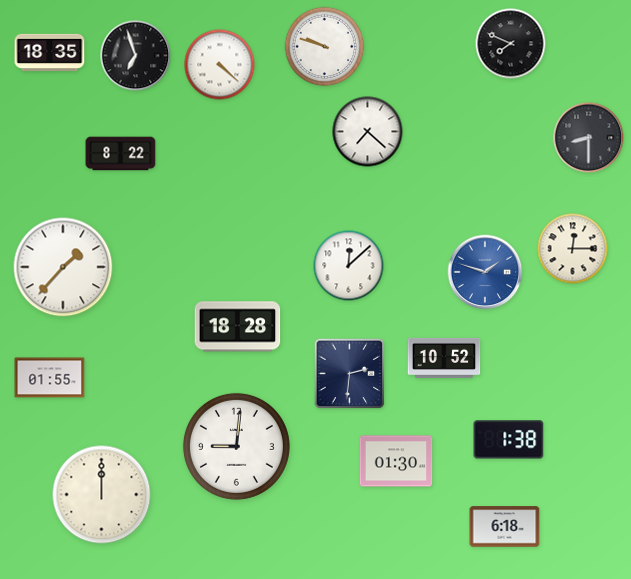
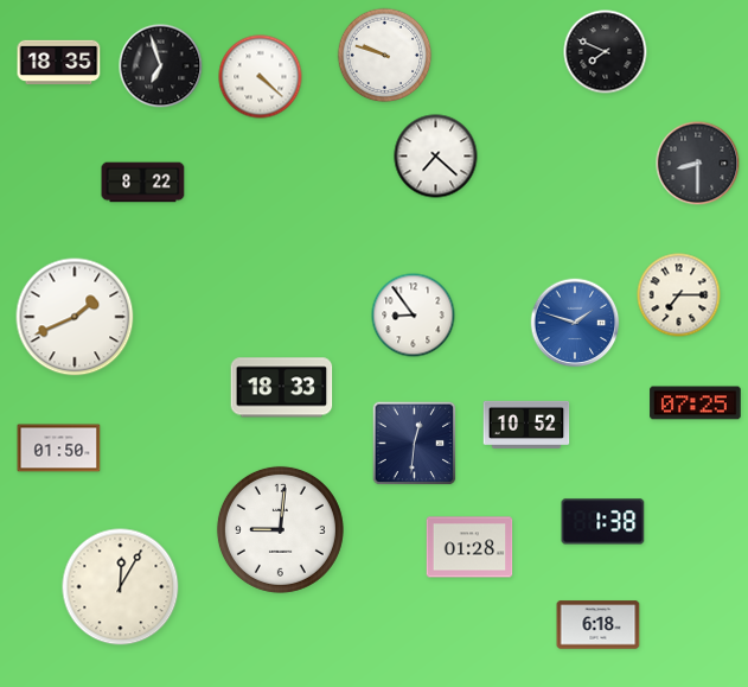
clock at (573, 249): 12:15 -> 7:15
clock at (349, 266): 12:08 -> 8:54
clock at (63, 267): 1:37 -> 1:41
clock at (238, 327): 18:28 -> 18:33
clock at (696, 403): none -> 07:25
clock at (350, 374): 2:31 -> 12:31
clock at (50, 378): 01:55 -> 01:50
clock at (396, 461): 01:30 -> 01:28
clock at (102, 495): 12:00 -> 12:05
